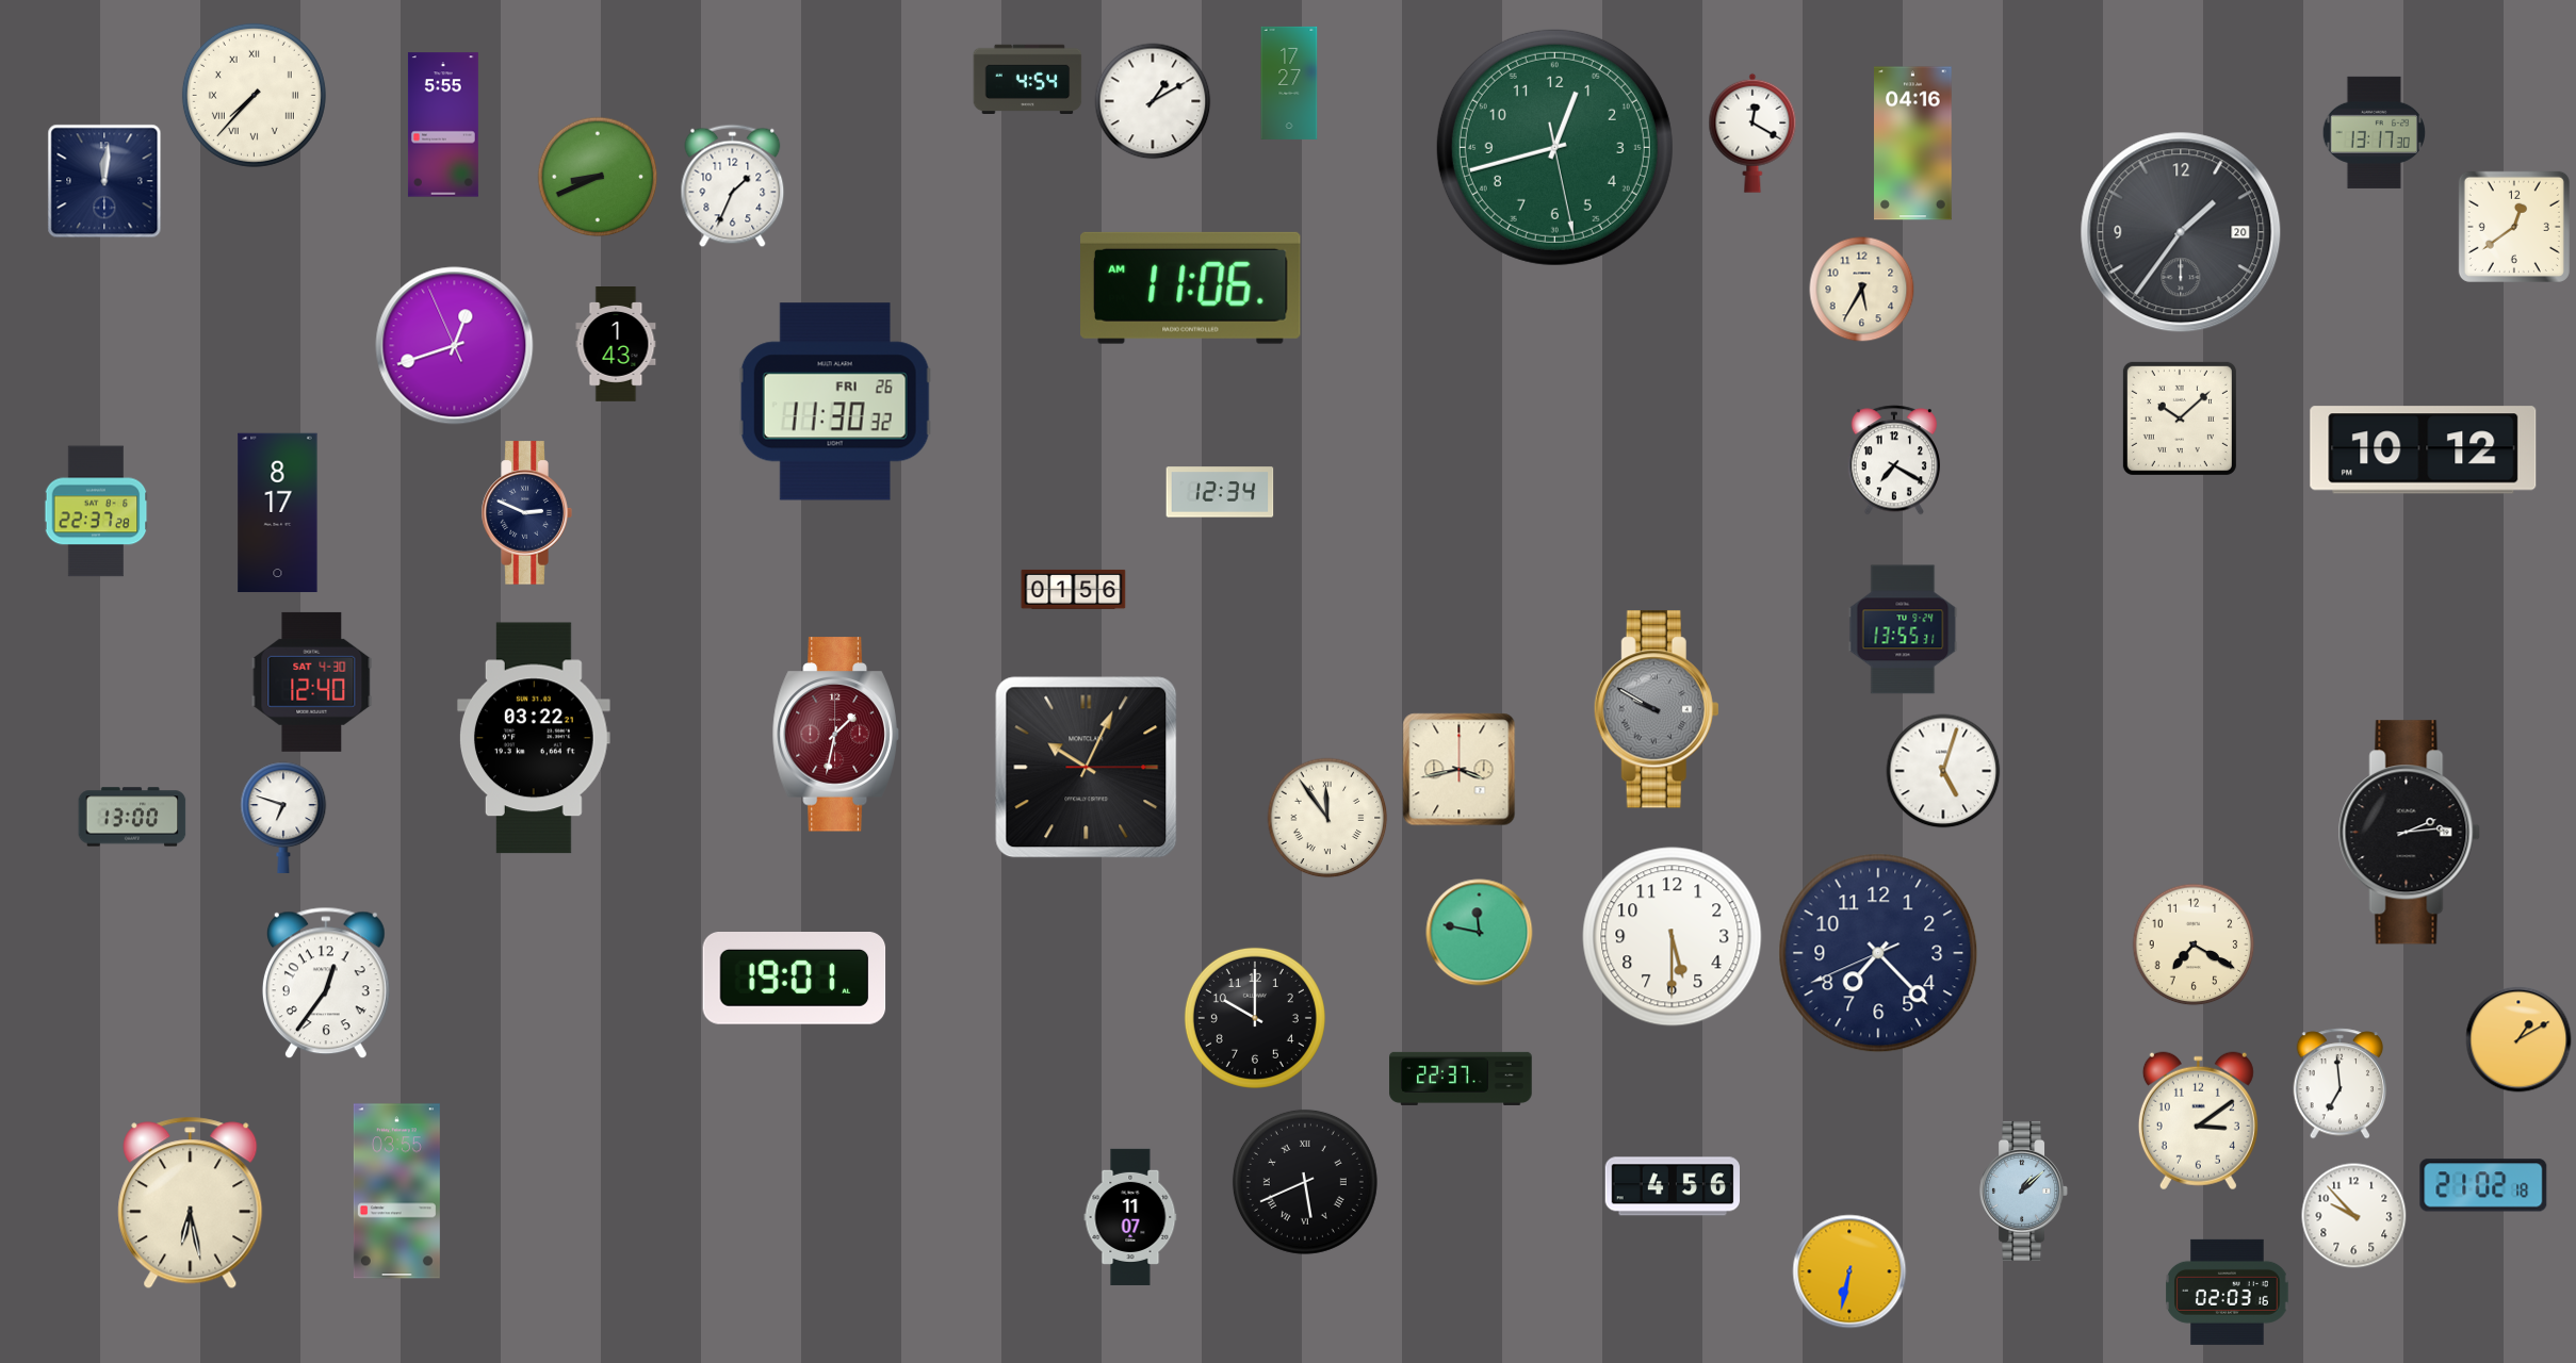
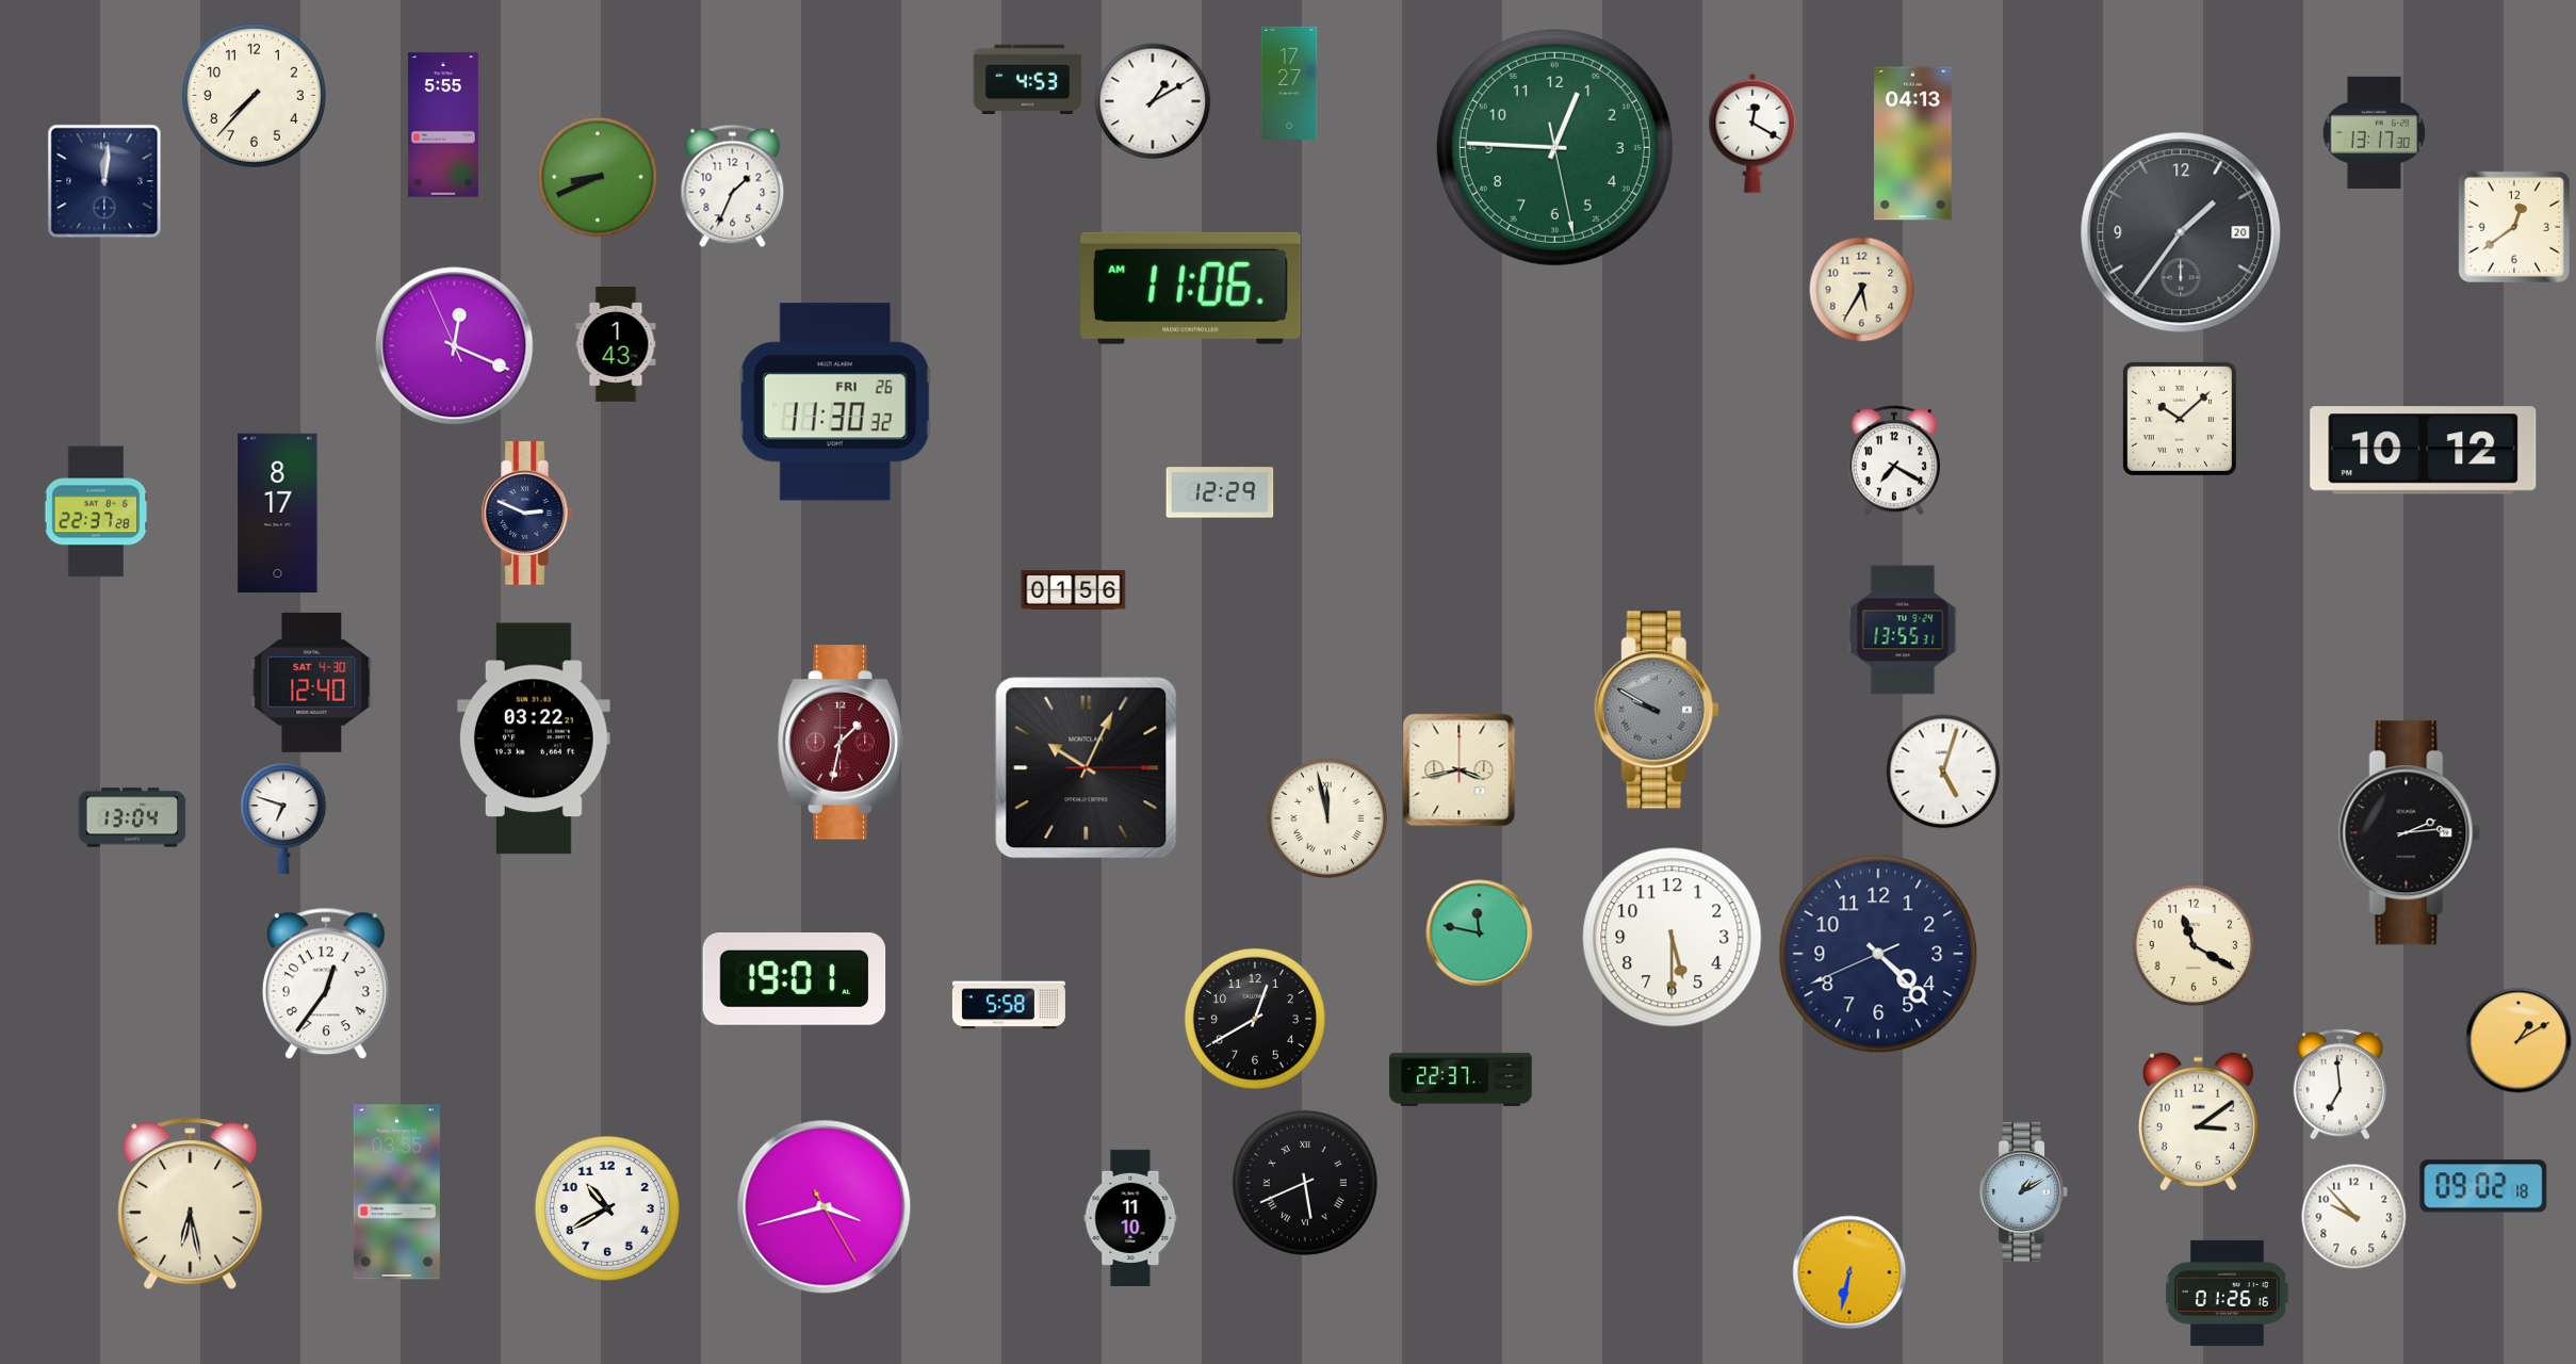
clock at (1028, 79): 4:54 -> 4:53
clock at (254, 95) numerals: Roman -> Arabic
clock at (1913, 144): 04:16 -> 04:13
clock at (1554, 147): 12:42 -> 12:45
clock at (455, 346): 12:41 -> 12:18
clock at (1220, 492): 12:34 -> 12:29
clock at (835, 735) position: (835, 735) -> (841, 743)
clock at (132, 817): 13:00 -> 13:04
clock at (1327, 818): 11:54 -> 11:58
clock at (2194, 945): 7:20 -> 11:20
clock at (1878, 953): 7:22 -> 4:22
clock at (1009, 1005): none -> 5:58
clock at (1255, 1018): 10:00 -> 12:40
clock at (2483, 1185): 21:02 -> 09:02
clock at (1672, 1186): 4:56 -> none
clock at (2024, 1190): 1:08 -> 1:10
clock at (825, 1207): none -> 3:42
clock at (607, 1208): none -> 10:40
clock at (1130, 1217): 11:07 -> 11:10
clock at (2228, 1292): 02:03 -> 01:26
